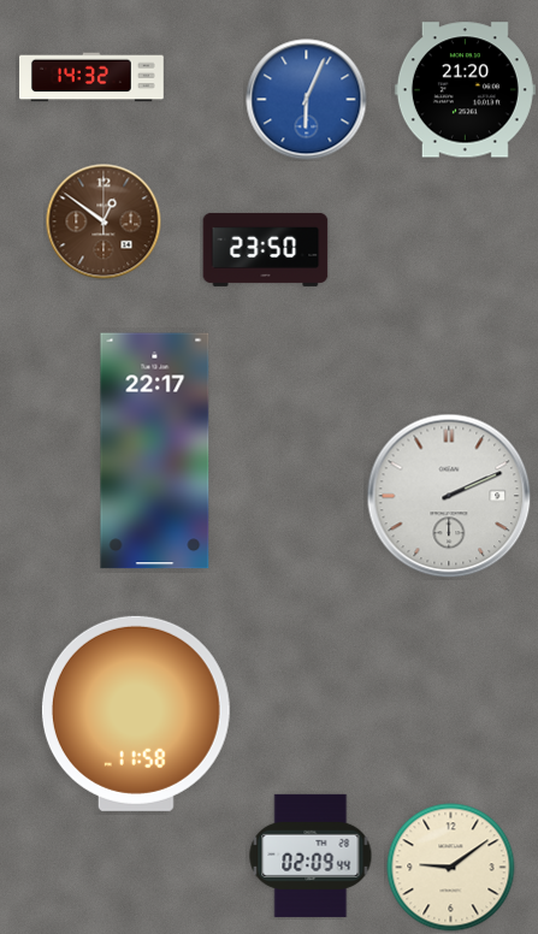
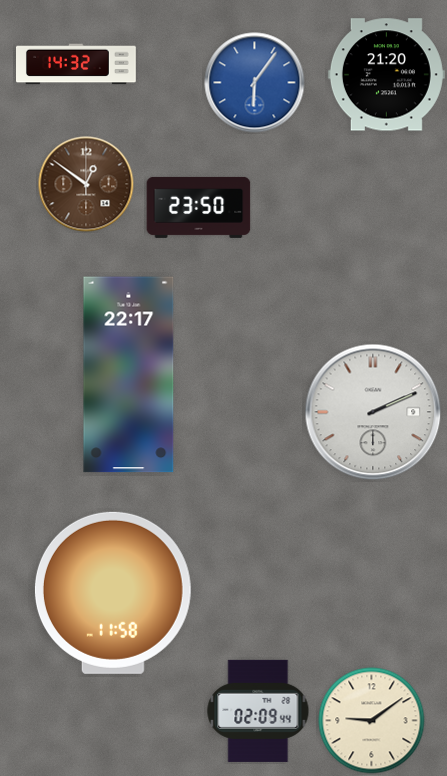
clock at (307, 100): 6:04 -> 6:06
clock at (266, 249) position: (266, 249) -> (199, 207)
clock at (451, 868) position: (451, 868) -> (372, 721)
